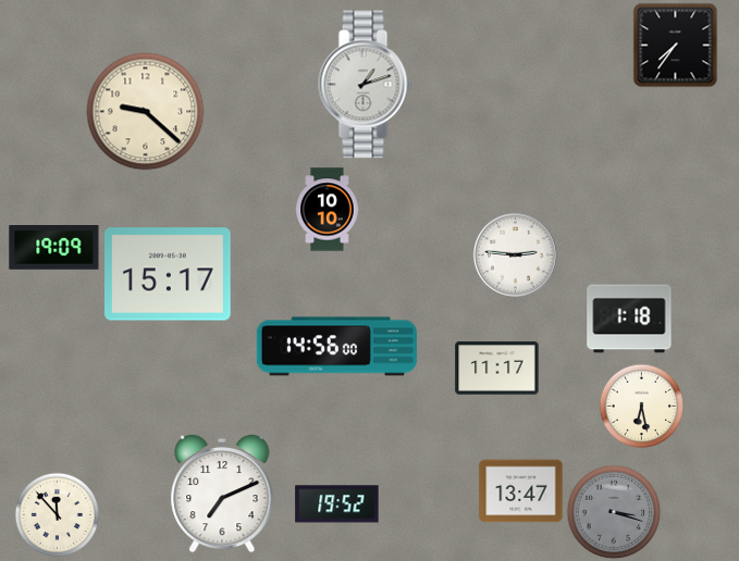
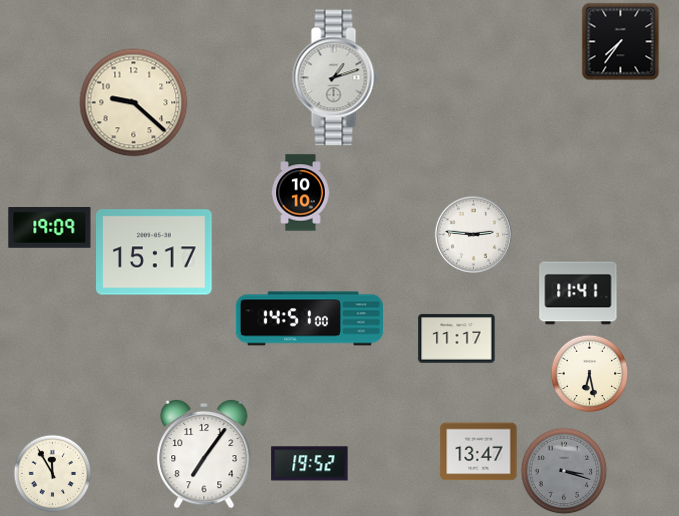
clock at (629, 319): 1:18 -> 11:41
clock at (337, 347): 14:56 -> 14:51
clock at (222, 494): 7:11 -> 7:06
clock at (57, 514): 11:53 -> 11:55
